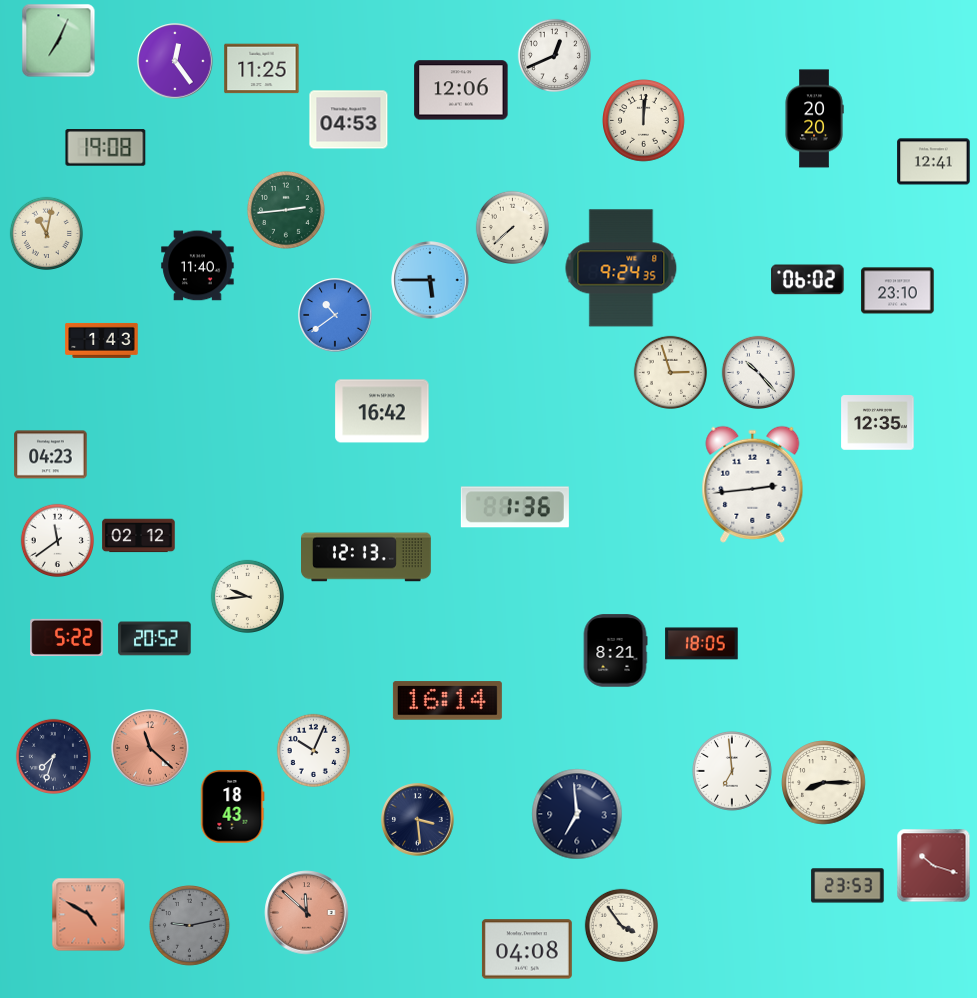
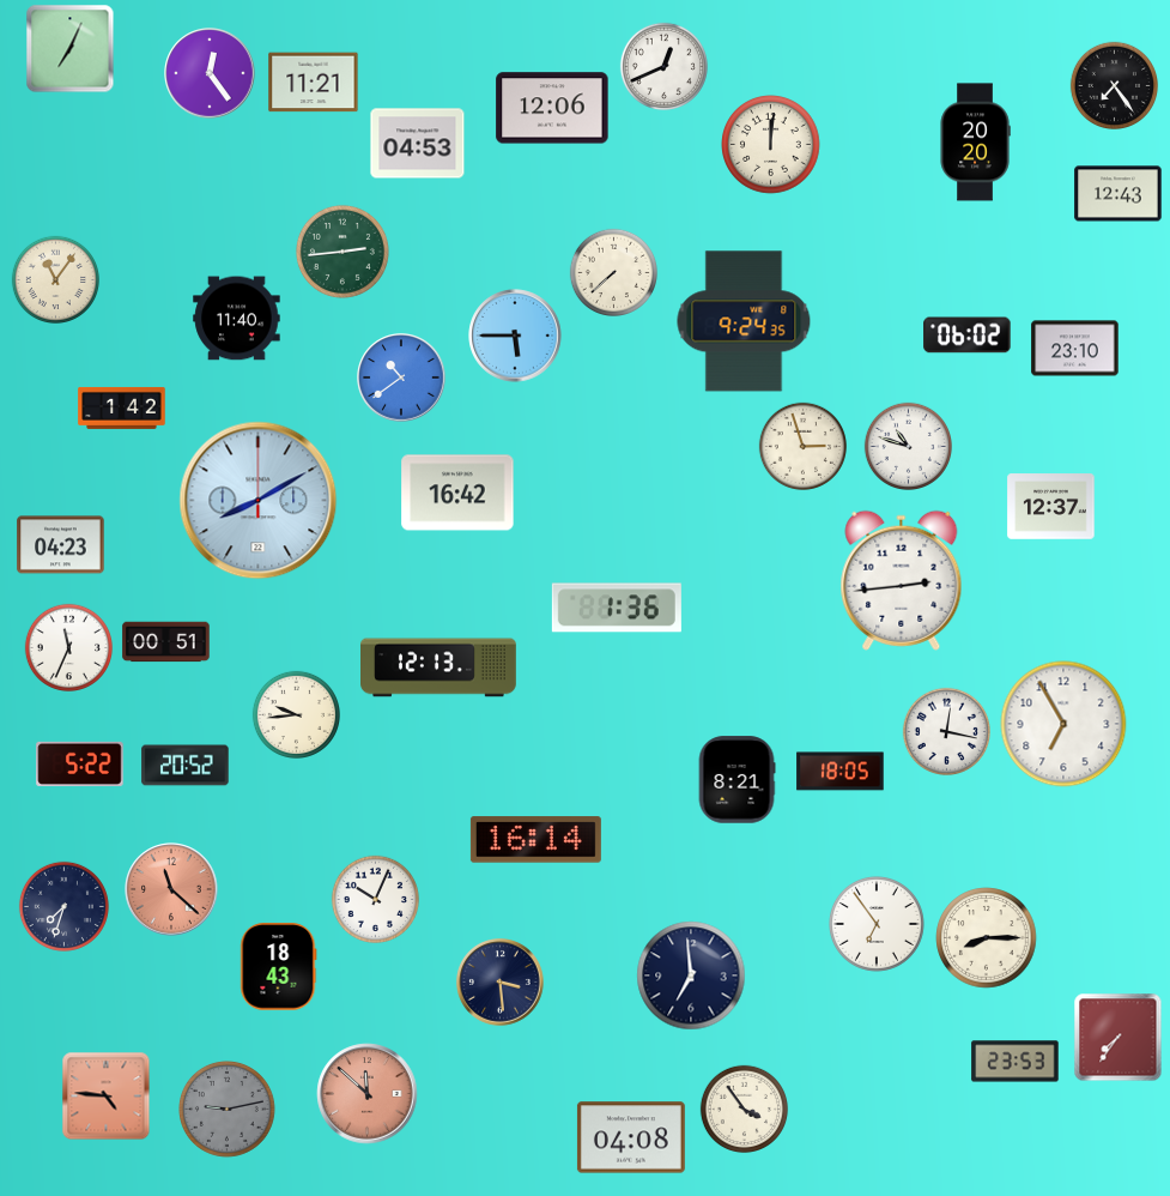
clock at (262, 69): 11:25 -> 11:21
clock at (1114, 85): none -> 7:24
clock at (106, 148): 19:08 -> none
clock at (934, 162): 12:41 -> 12:43
clock at (46, 233): 11:02 -> 11:06
clock at (102, 340): 1:43 -> 1:42
clock at (758, 372): 10:23 -> 10:48
clock at (259, 501): none -> 8:10
clock at (878, 423): 12:35 -> 12:37
clock at (139, 536): 02:12 -> 00:51
clock at (57, 540): 11:39 -> 11:34
clock at (1063, 724): none -> 6:55
clock at (946, 731): none -> 12:17
clock at (150, 748) position: (150, 748) -> (171, 889)
clock at (732, 771): 6:59 -> 6:54
clock at (934, 866): 10:18 -> 7:36
clock at (89, 915): 4:50 -> 4:46
